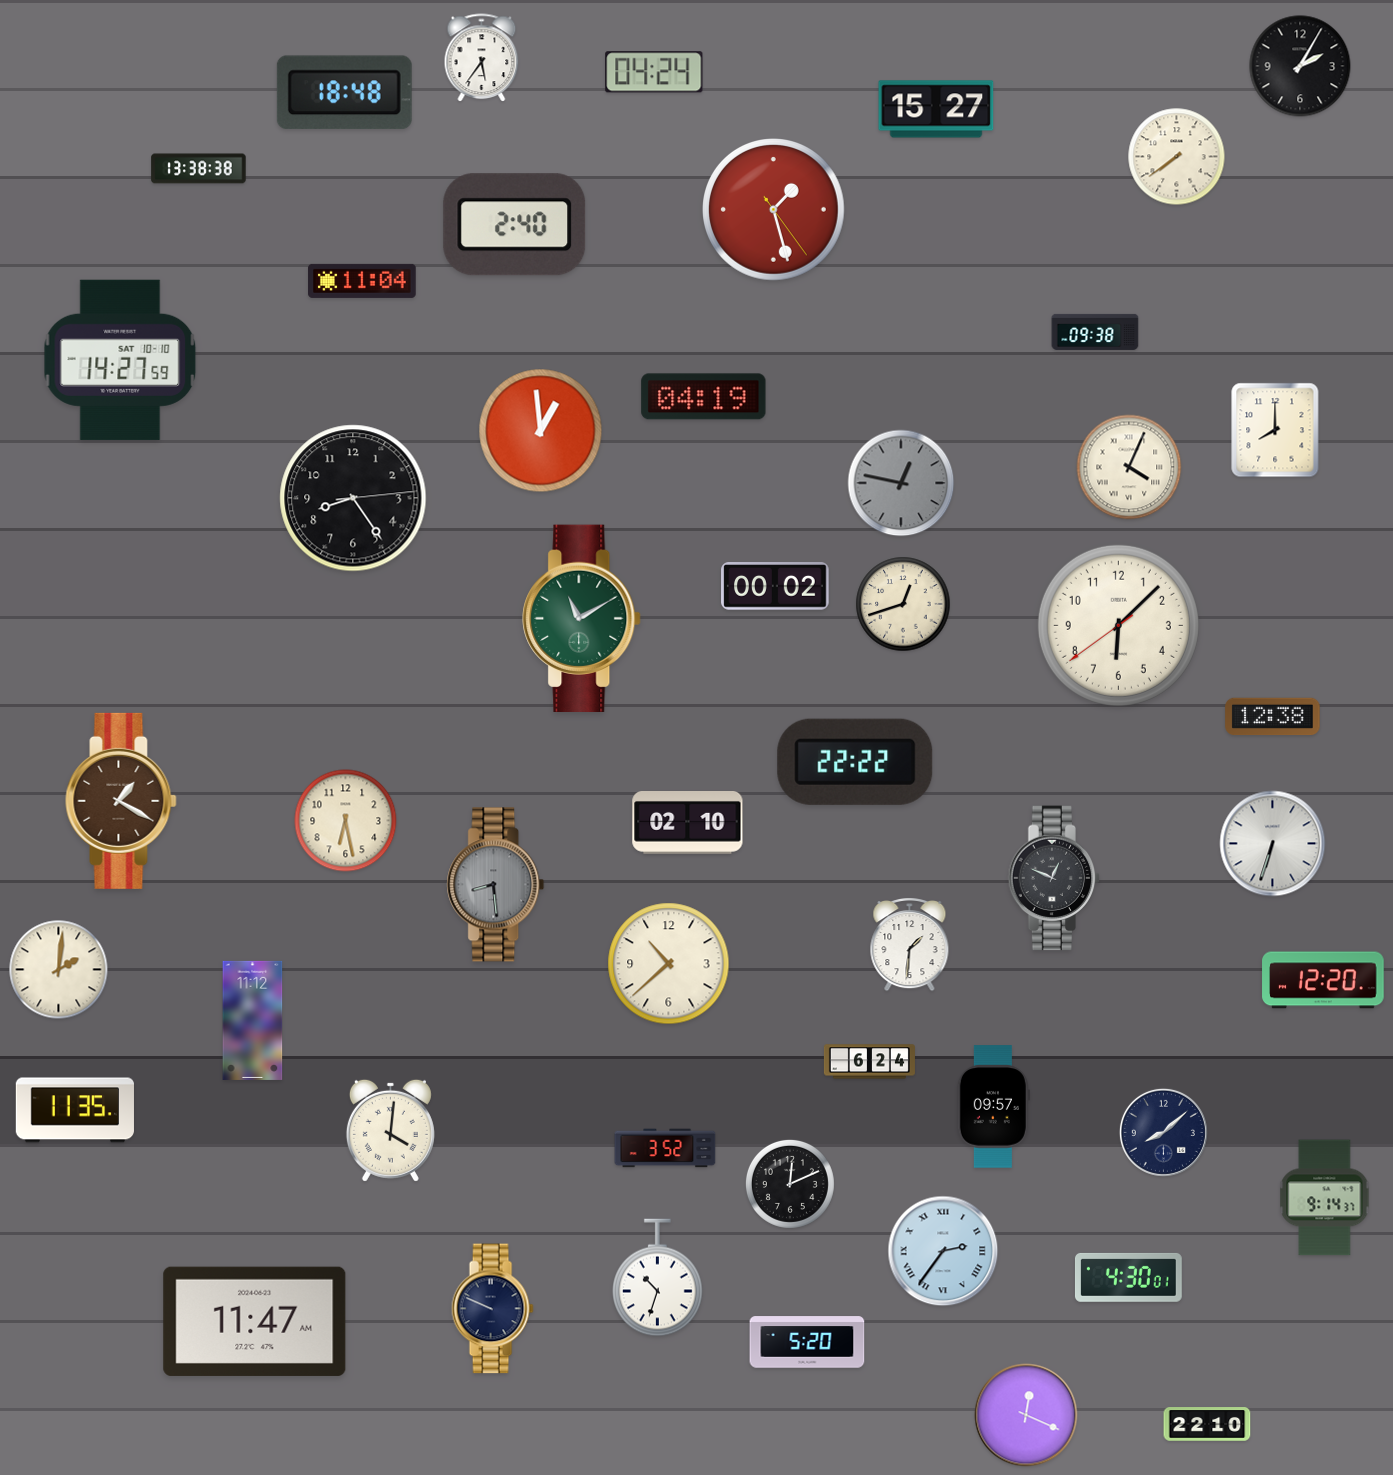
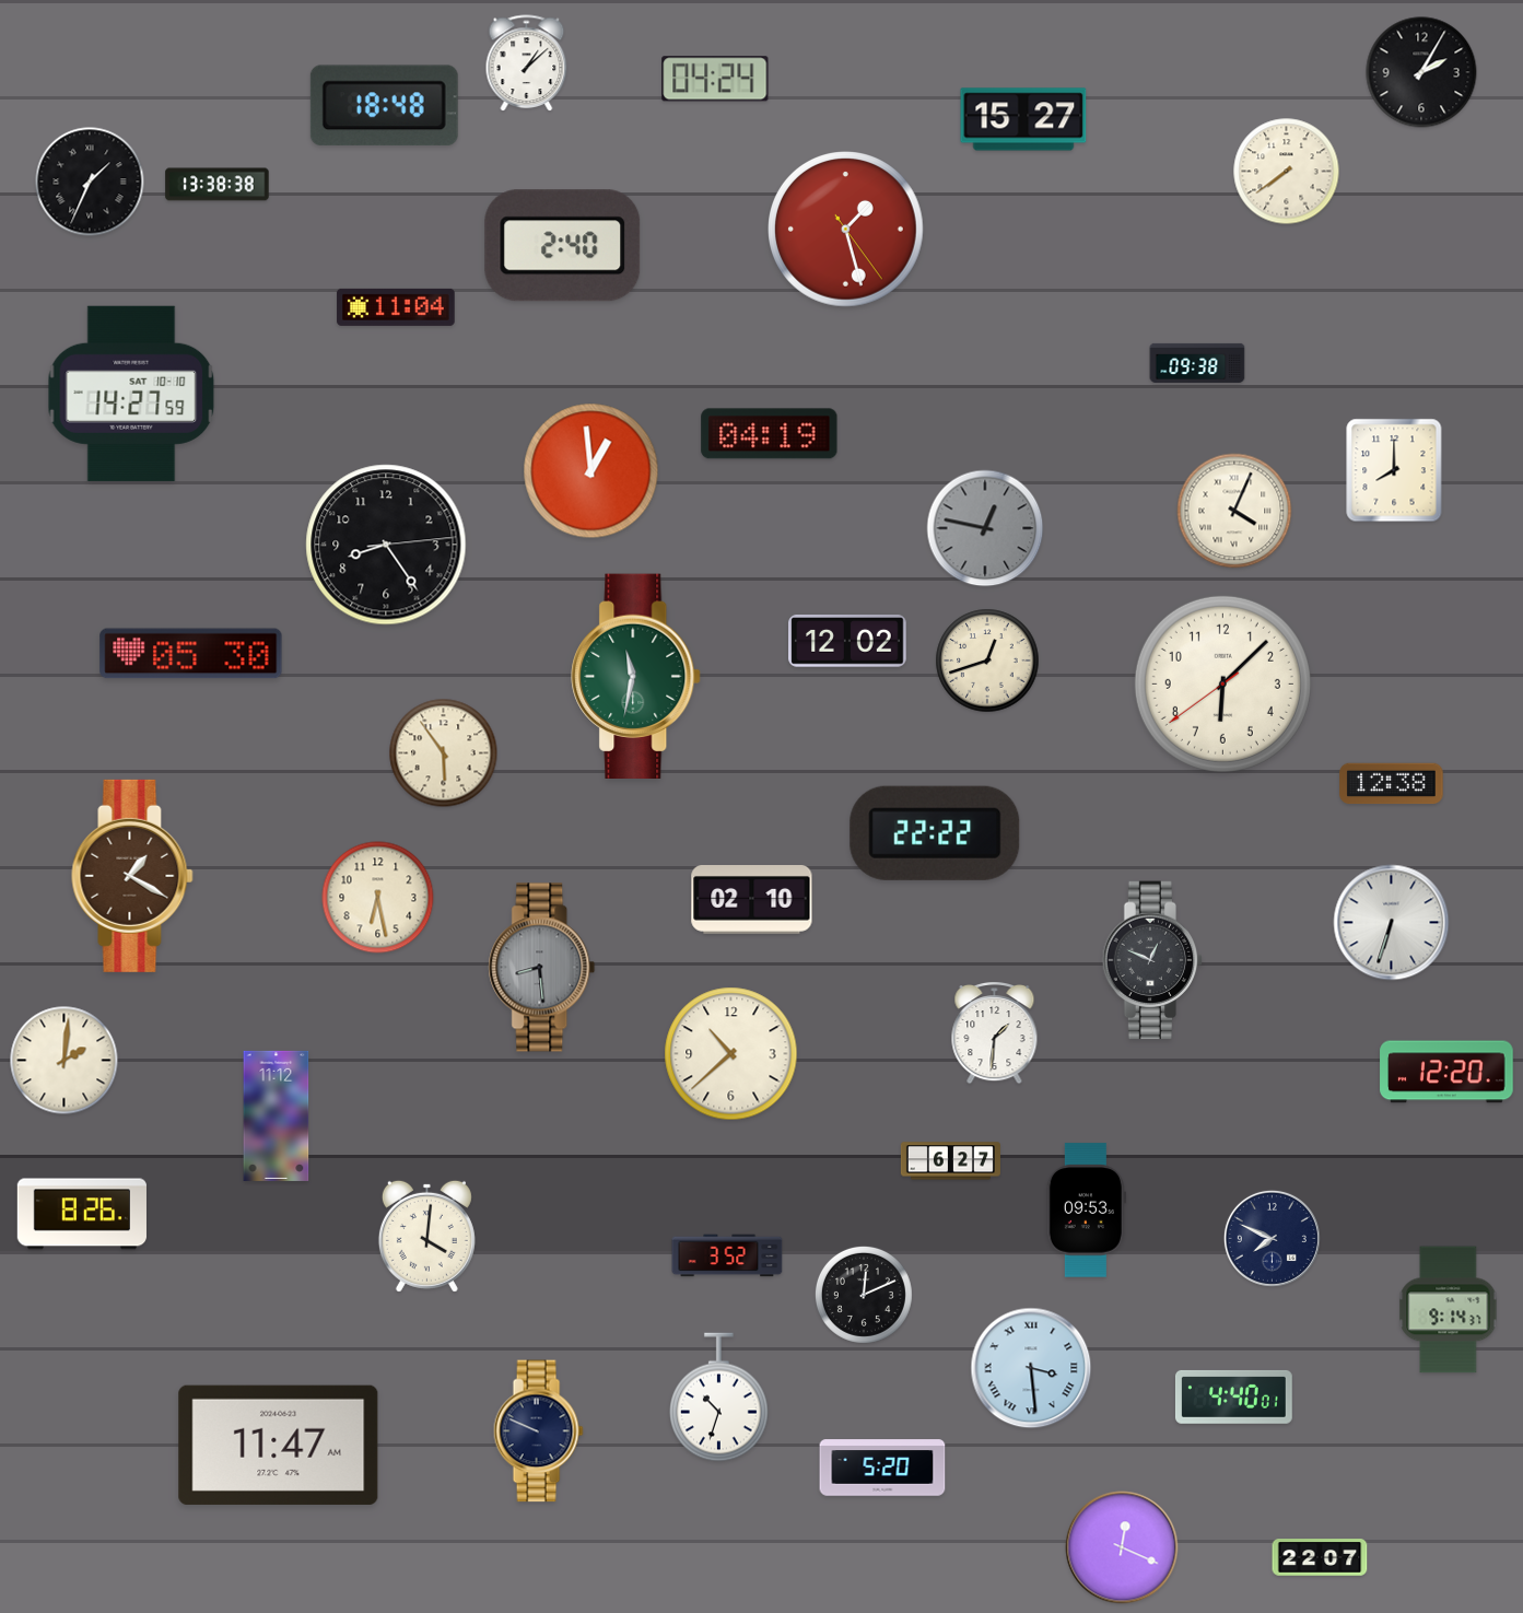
clock at (482, 57): 5:36 -> 1:08
clock at (344, 93) position: (344, 93) -> (384, 106)
clock at (90, 182): none -> 1:34
clock at (775, 586): 00:02 -> 12:02
clock at (191, 654): none -> 05:30
clock at (582, 618): 11:10 -> 11:32
clock at (444, 753): none -> 5:54
clock at (869, 1062): 6:24 -> 6:27
clock at (993, 1107): 09:57 -> 09:53
clock at (75, 1110): 11:35 -> 8:26
clock at (1163, 1132): 8:08 -> 7:49
clock at (943, 1251): 2:36 -> 3:29
clock at (1128, 1277): 4:30 -> 4:40
clock at (1207, 1424): 22:10 -> 22:07
